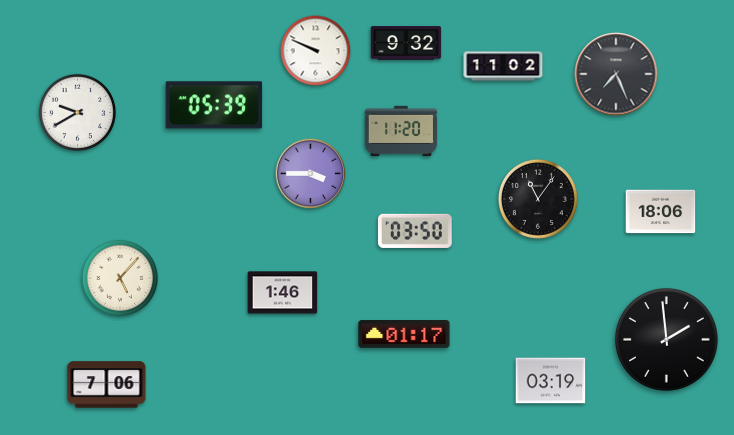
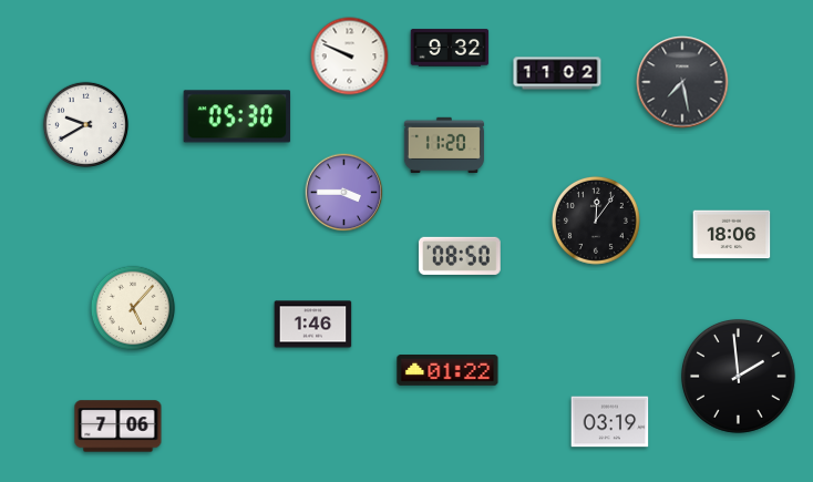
clock at (616, 74): 7:26 -> 7:28
clock at (214, 105): 05:39 -> 05:30
clock at (538, 199): 11:06 -> 12:06
clock at (415, 231): 03:50 -> 08:50
clock at (404, 335): 01:17 -> 01:22
